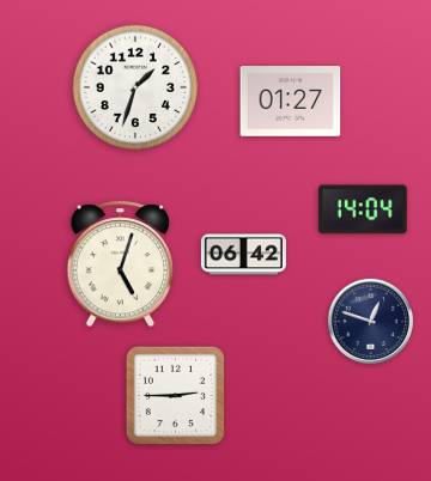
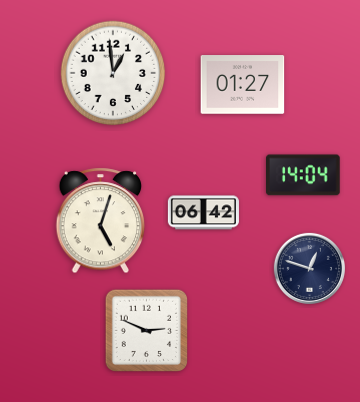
clock at (135, 87): 1:33 -> 12:59
clock at (175, 395): 2:45 -> 2:49
